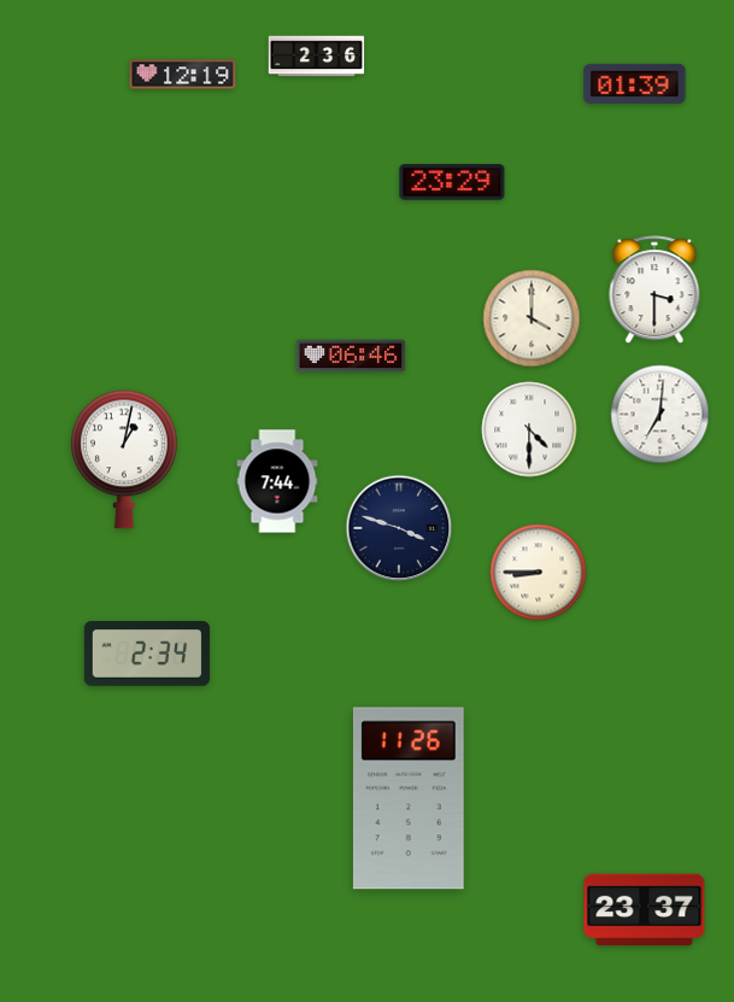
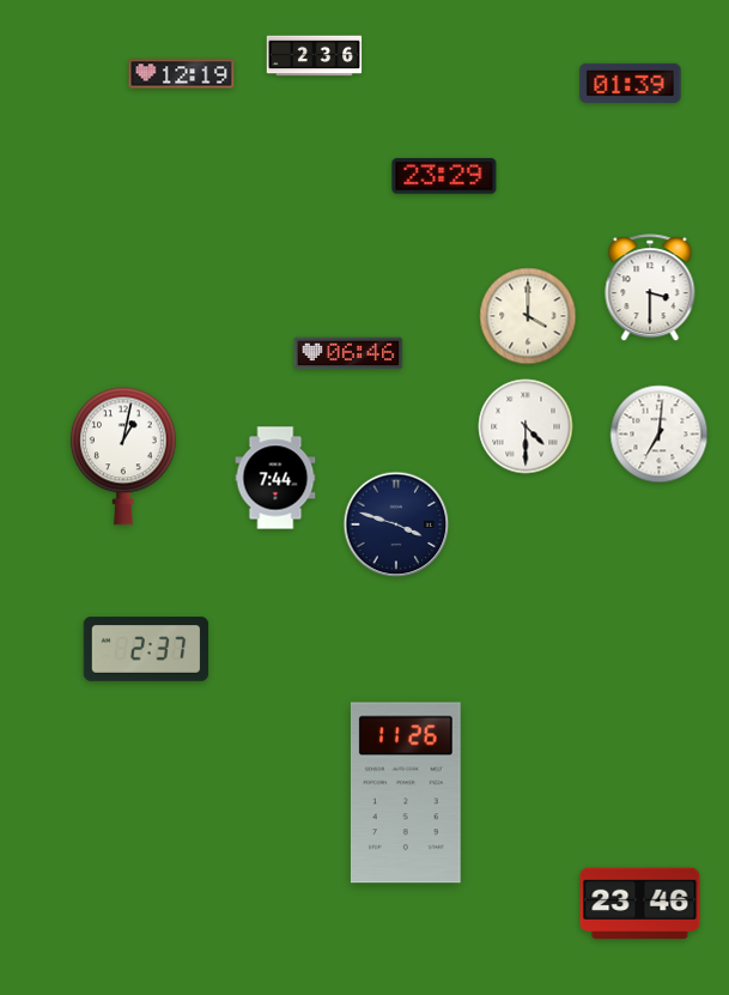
clock at (452, 182) position: (452, 182) -> (444, 176)
clock at (660, 415) position: (660, 415) -> (660, 435)
clock at (539, 573): 8:45 -> none
clock at (147, 654): 2:34 -> 2:37
clock at (645, 910): 23:37 -> 23:46
